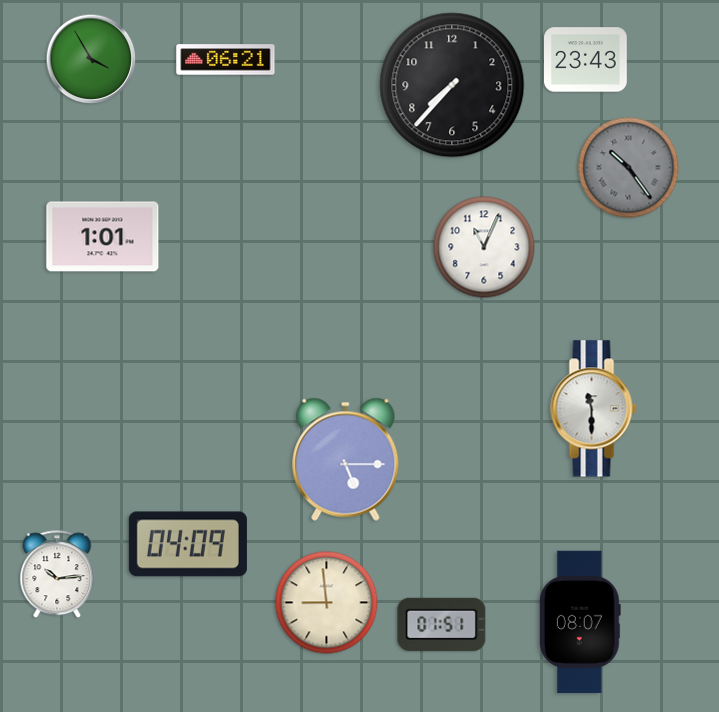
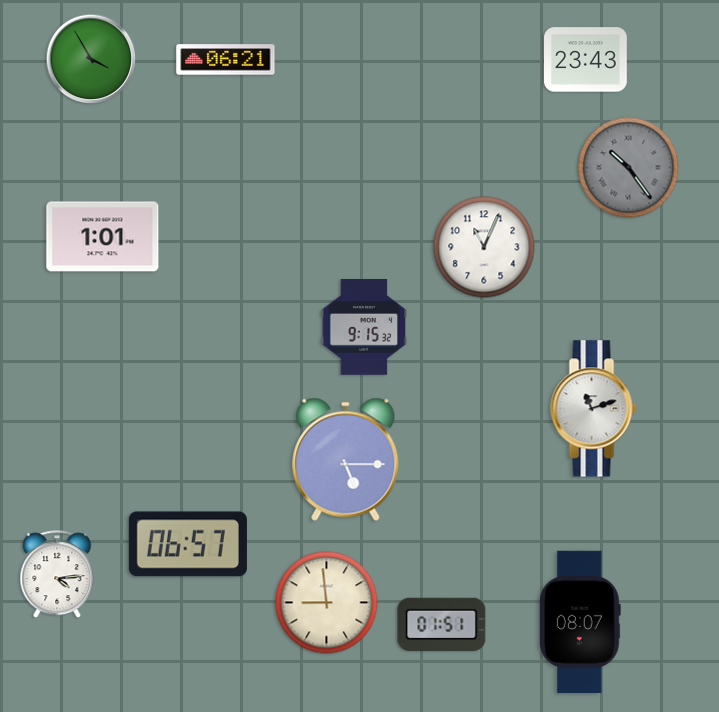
clock at (452, 85): 7:37 -> none
clock at (364, 327): none -> 9:15
clock at (594, 409): 11:30 -> 11:12
clock at (188, 544): 04:09 -> 06:57
clock at (57, 575): 10:14 -> 4:14
